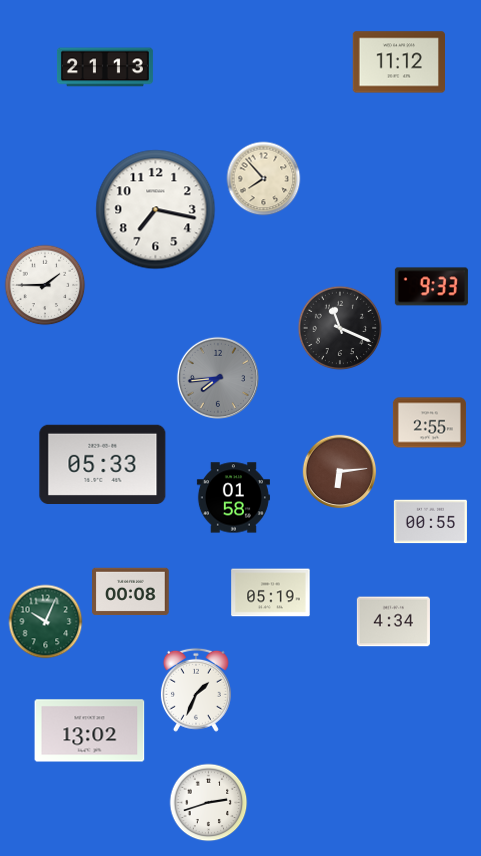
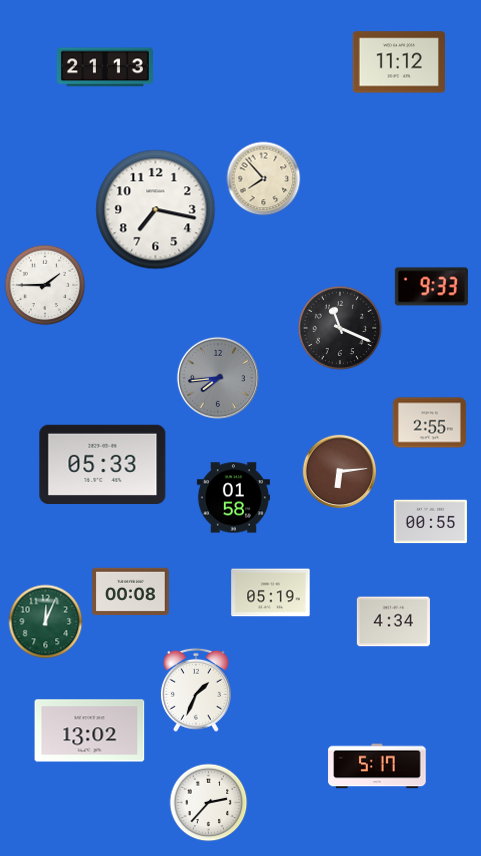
clock at (46, 622): 10:04 -> 12:04
clock at (377, 766): none -> 5:17
clock at (209, 803): 2:42 -> 2:37
